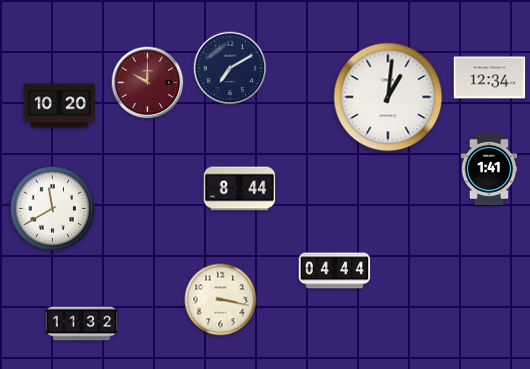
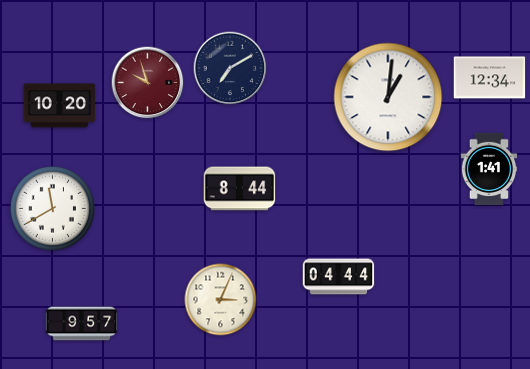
clock at (148, 83): 10:00 -> 9:57
clock at (335, 271) position: (335, 271) -> (339, 277)
clock at (221, 300): 3:17 -> 3:04
clock at (82, 324): 11:32 -> 9:57
